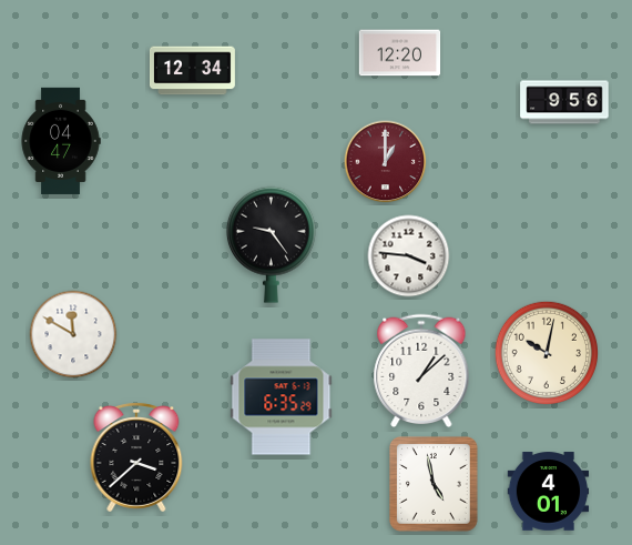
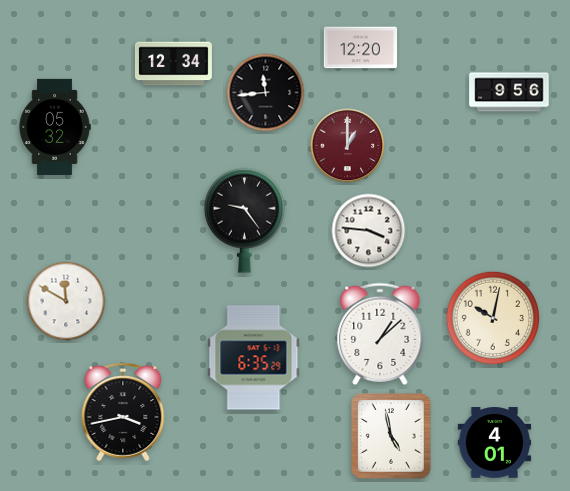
clock at (266, 93): none -> 11:44
clock at (61, 141): 04:47 -> 05:32
clock at (136, 457): 3:38 -> 3:43
